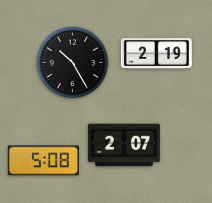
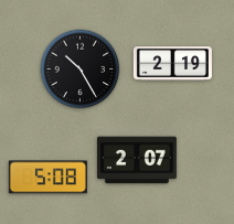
clock at (156, 54) position: (156, 54) -> (172, 64)
